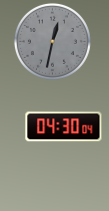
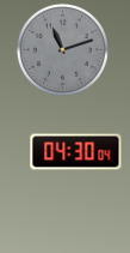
clock at (52, 41): 12:32 -> 11:12
